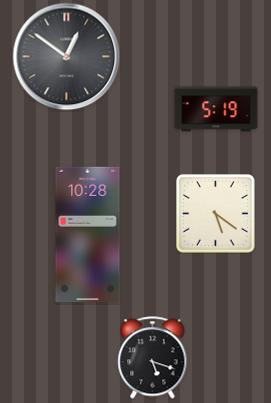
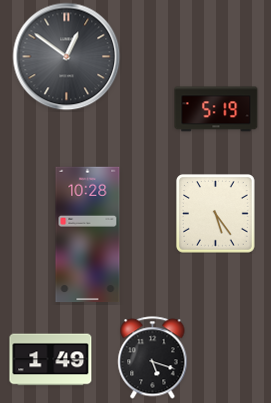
clock at (216, 214): 5:21 -> 5:24
clock at (51, 360): none -> 1:49
